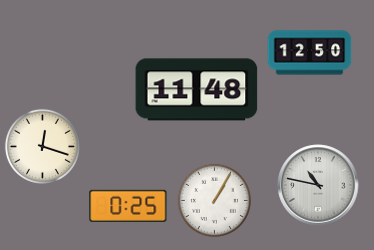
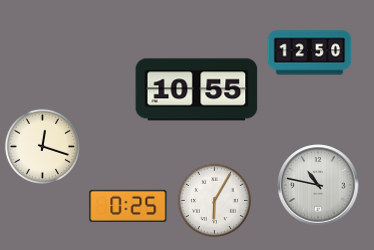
clock at (197, 90): 11:48 -> 10:55
clock at (214, 200): 1:05 -> 6:05
